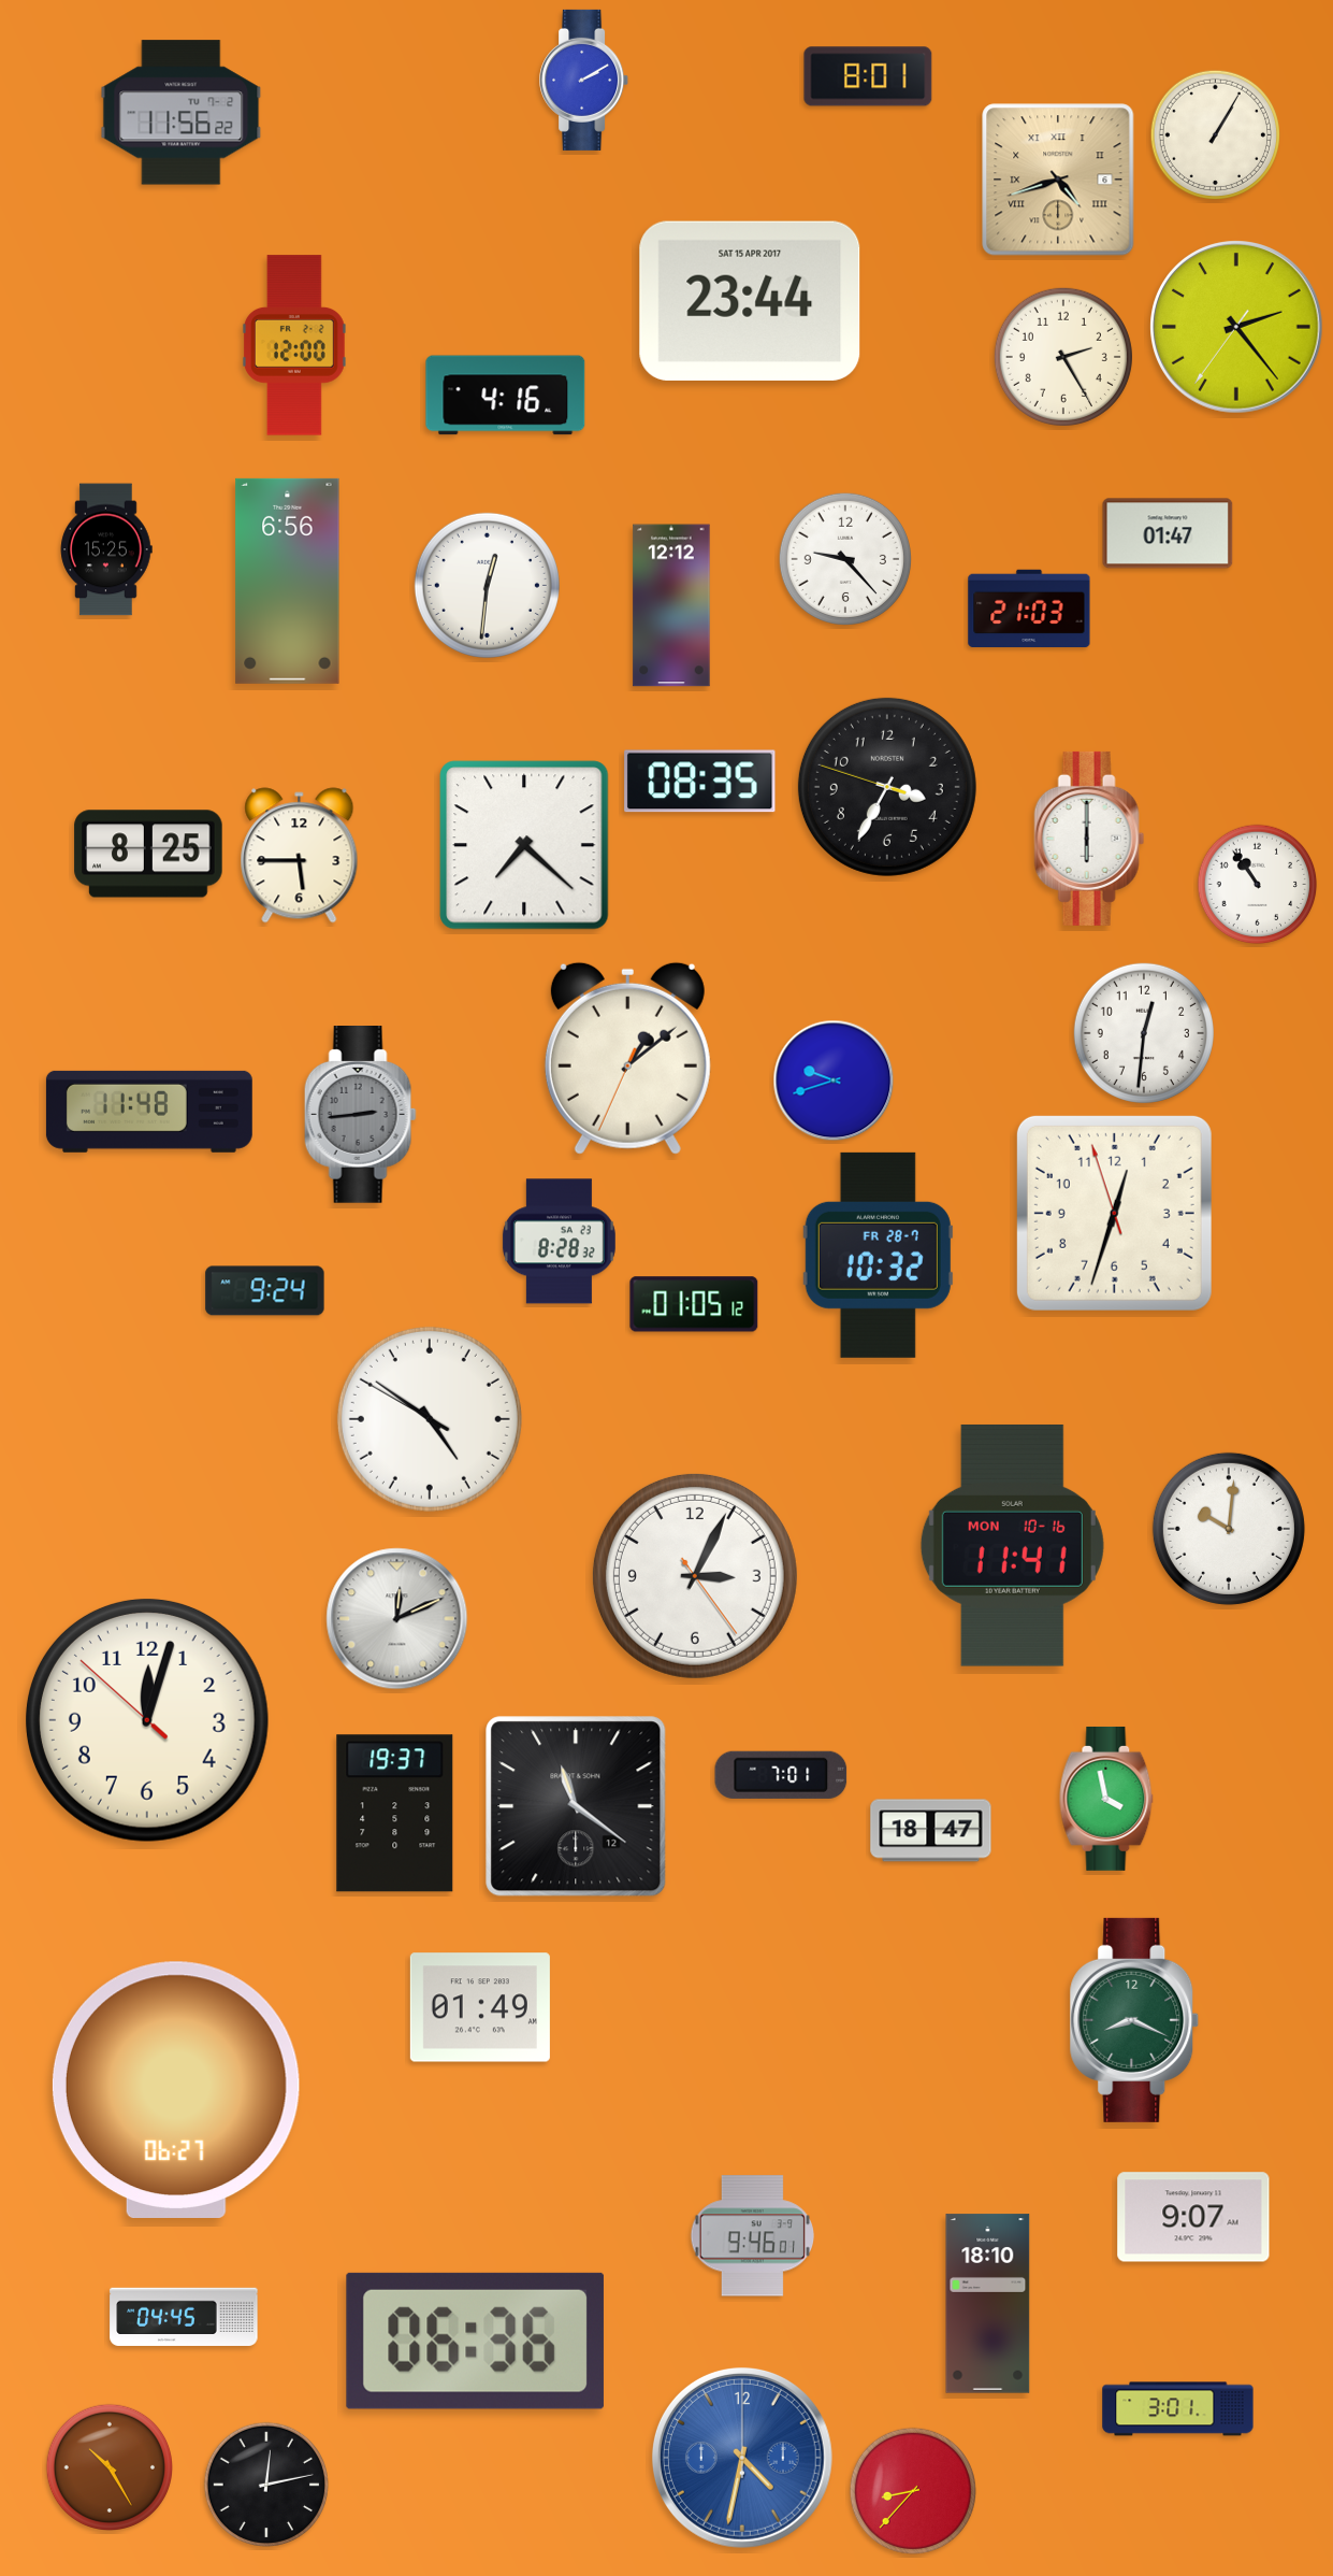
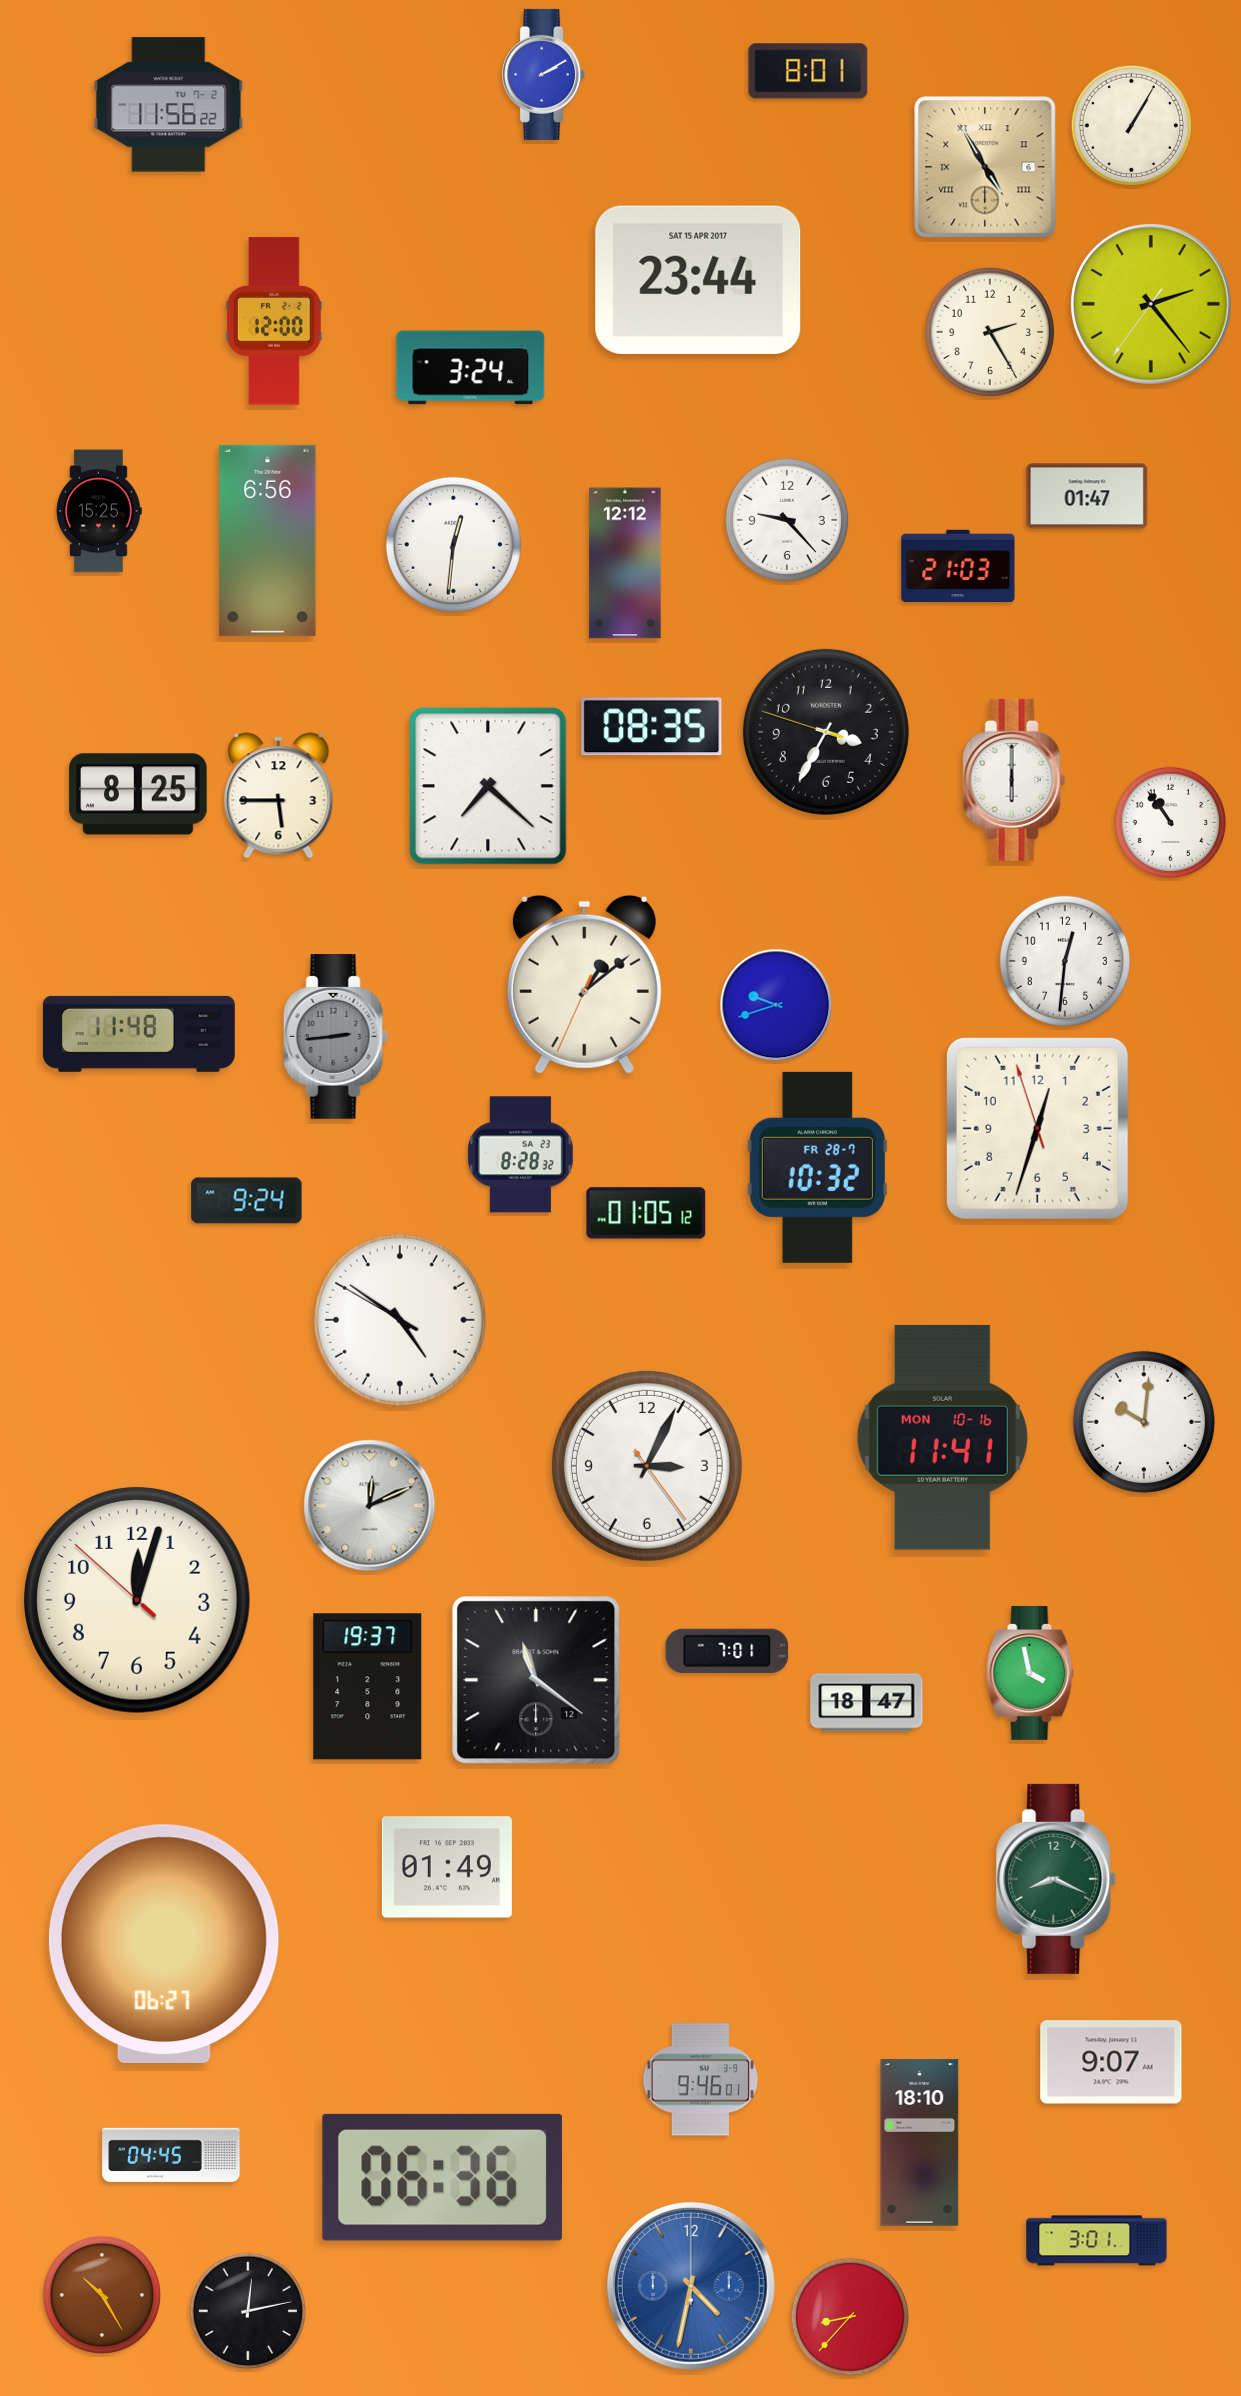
clock at (1058, 180): 4:42 -> 4:55
clock at (506, 396): 4:16 -> 3:24
